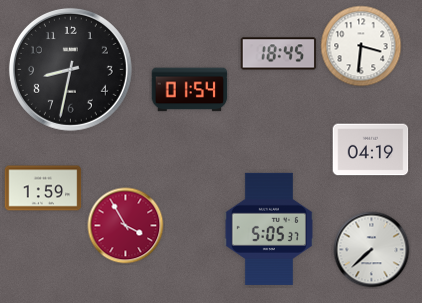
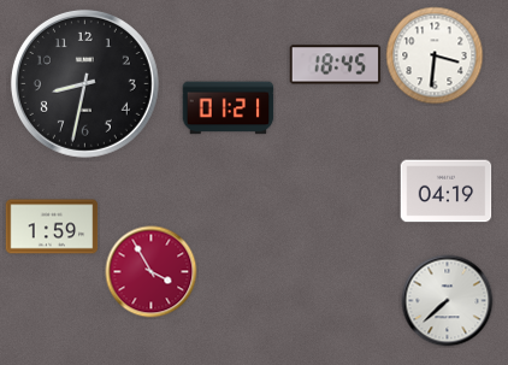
clock at (190, 90): 01:54 -> 01:21
clock at (371, 150) position: (371, 150) -> (447, 192)
clock at (269, 229): 5:05 -> none
